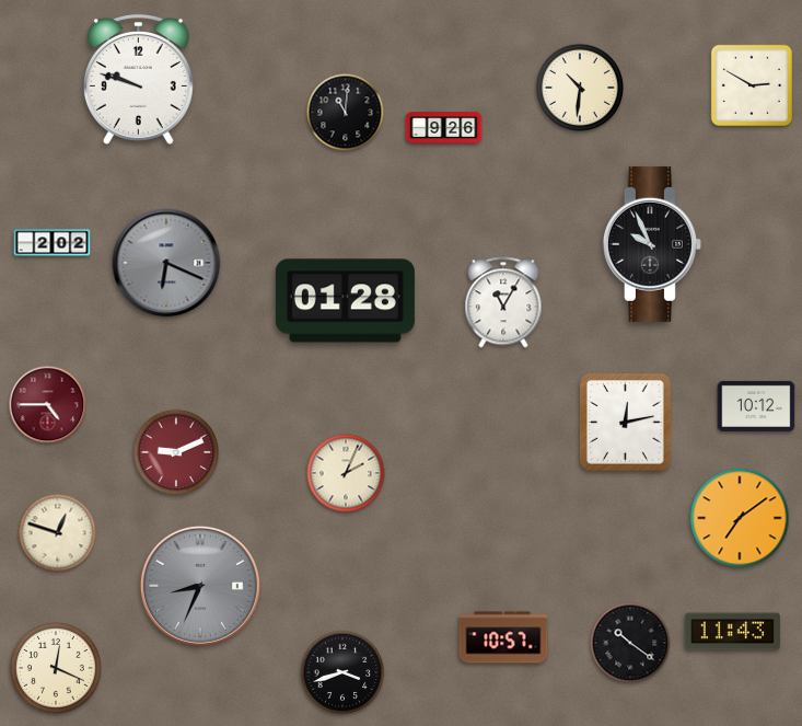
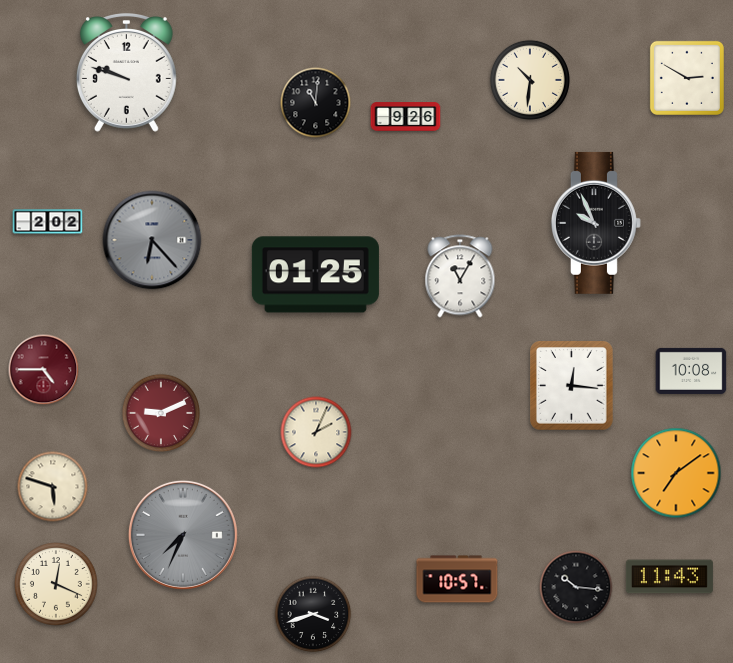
clock at (166, 263): 6:19 -> 6:23
clock at (345, 301): 01:28 -> 01:25
clock at (756, 406): 10:12 -> 10:08
clock at (626, 423): 12:13 -> 12:16
clock at (58, 533): 12:48 -> 5:48
clock at (200, 586): 8:34 -> 7:34
clock at (503, 637) position: (503, 637) -> (457, 579)
clock at (630, 643): 10:21 -> 10:16
clock at (57, 669) position: (57, 669) -> (57, 585)
